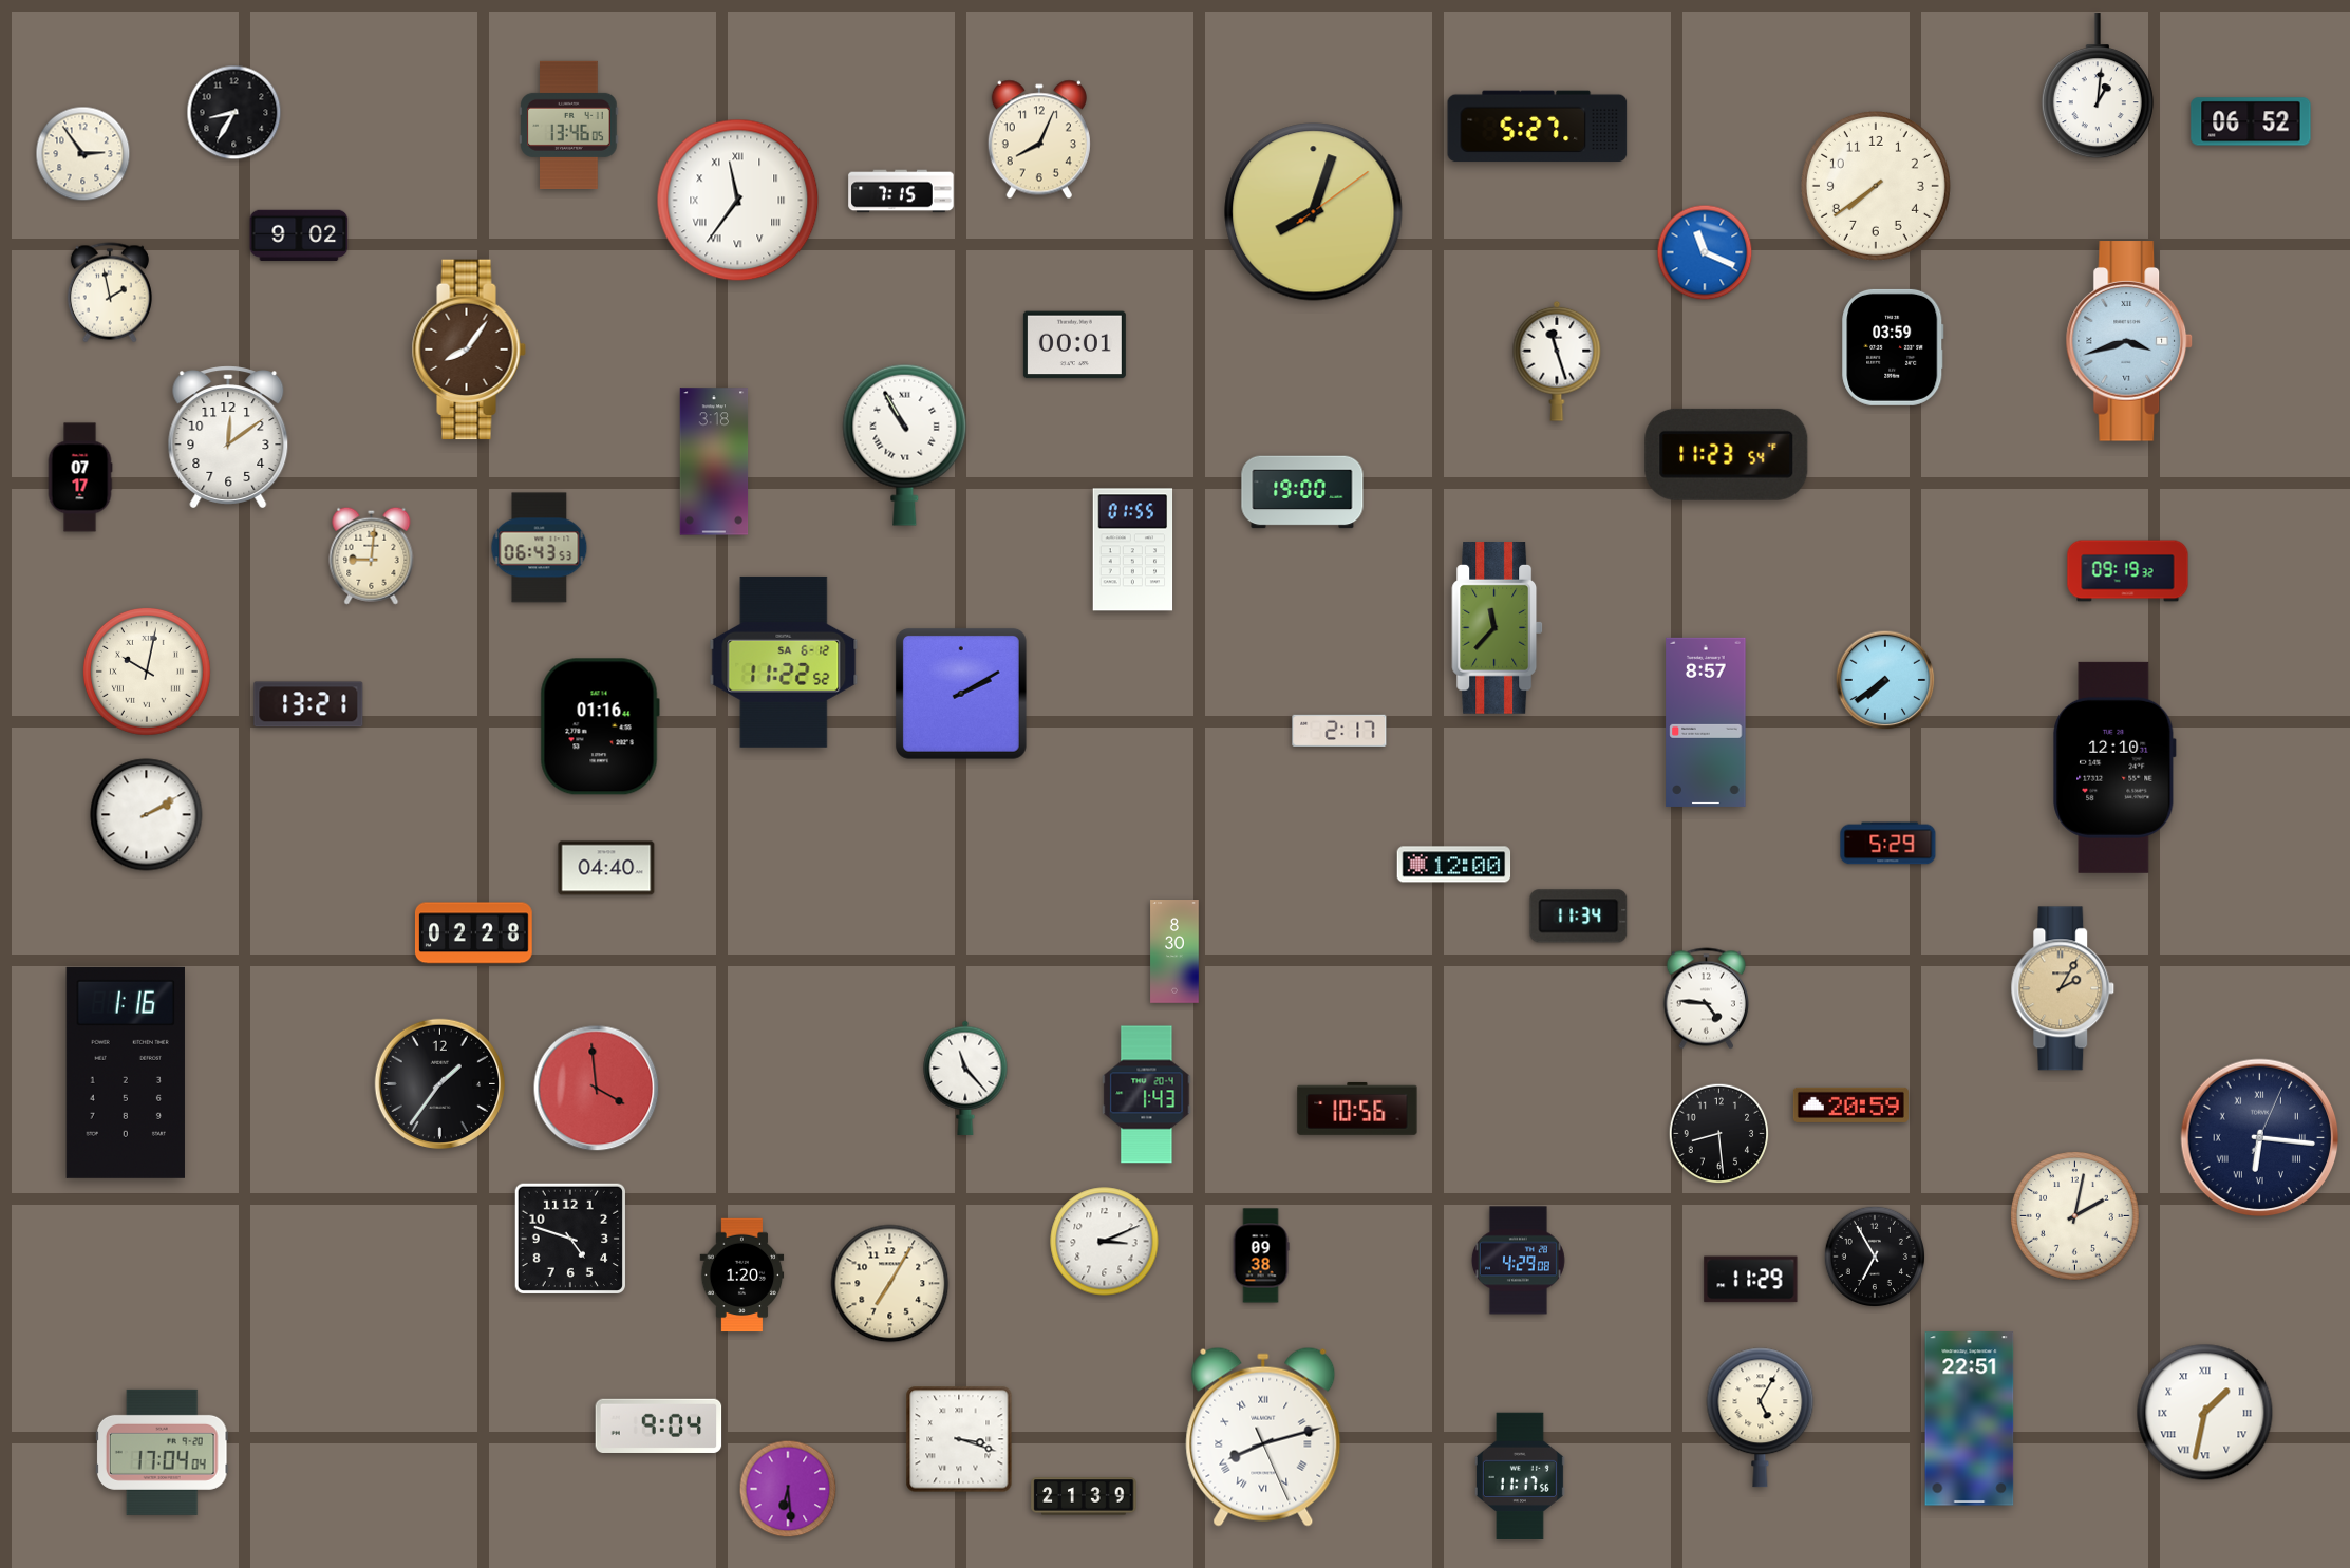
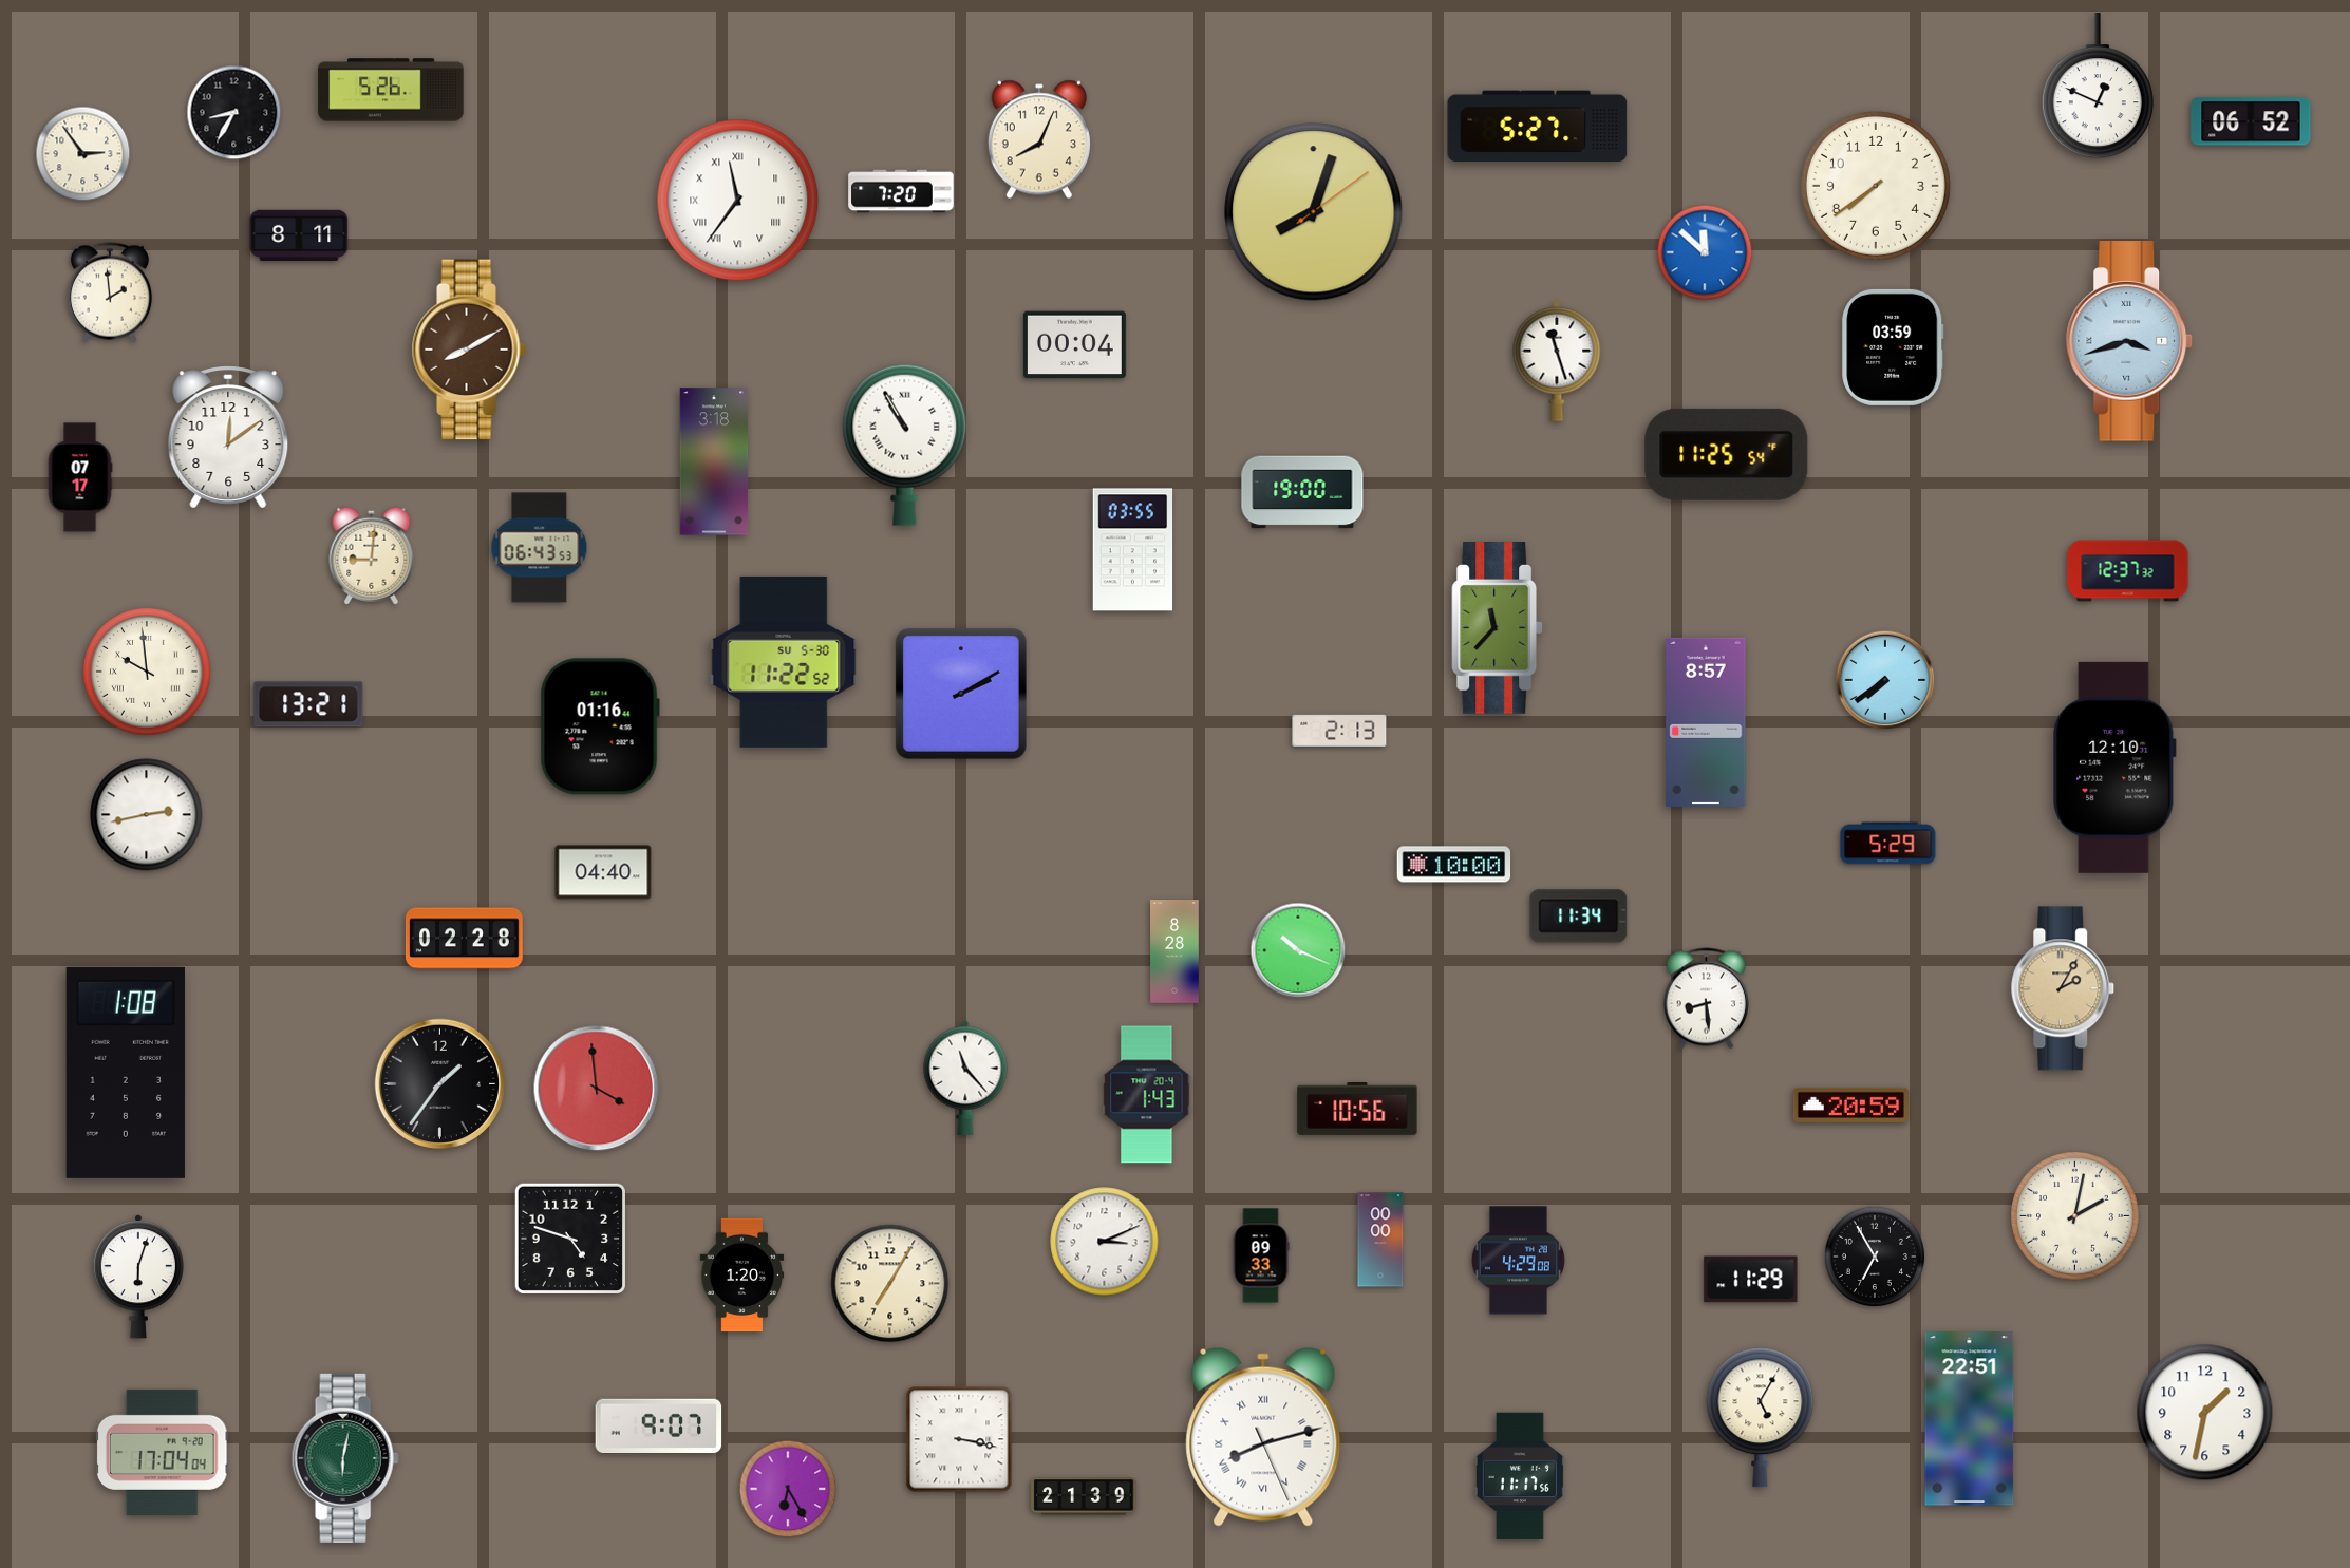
clock at (2098, 87): 1:01 -> 12:49
clock at (391, 90): none -> 5:26
clock at (569, 125): 13:46 -> none
clock at (901, 191): 7:15 -> 7:20
clock at (299, 235): 9:02 -> 8:11
clock at (1705, 252): 11:19 -> 11:52
clock at (110, 292): 1:58 -> 1:59
clock at (1074, 345): 00:01 -> 00:04
clock at (469, 350): 8:06 -> 8:10
clock at (1727, 454): 11:23 -> 11:25
clock at (1133, 550): 01:55 -> 03:55
clock at (2128, 571): 09:19 -> 12:37
clock at (784, 662) date: SA 6-12 -> SU 5-30
clock at (147, 672): 10:02 -> 9:59
clock at (1339, 731): 2:17 -> 2:13
clock at (147, 815): 2:10 -> 2:43
clock at (1454, 865): 12:00 -> 10:00
clock at (606, 868) position: (606, 868) -> (603, 872)
clock at (473, 933) position: (473, 933) -> (464, 939)
clock at (1298, 950): none -> 10:19
clock at (1174, 951): 8:30 -> 8:28
clock at (1706, 999): 4:46 -> 8:29
clock at (125, 1073): 1:16 -> 1:08
clock at (1719, 1134): 8:29 -> none
clock at (2260, 1138): 6:16 -> none
clock at (1380, 1240): none -> 00:00
clock at (1261, 1255): 09:38 -> 09:33
clock at (138, 1277): none -> 6:03
clock at (2205, 1413) numerals: Roman -> Arabic
clock at (659, 1425): 9:04 -> 9:07
clock at (959, 1439): 3:18 -> 3:17
clock at (345, 1458): none -> 6:02
clock at (788, 1489): 6:29 -> 6:25
